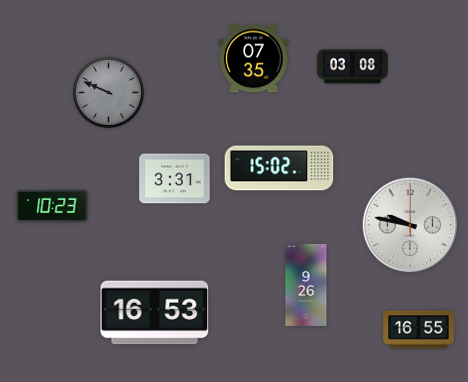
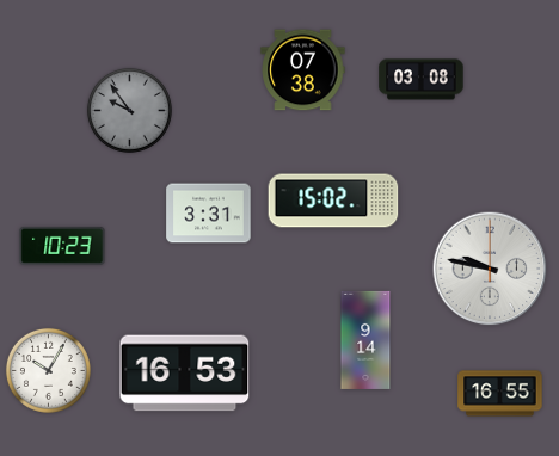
clock at (254, 59): 07:35 -> 07:38
clock at (108, 92): 9:49 -> 9:54
clock at (306, 285): 9:26 -> 9:14
clock at (48, 370): none -> 10:05
